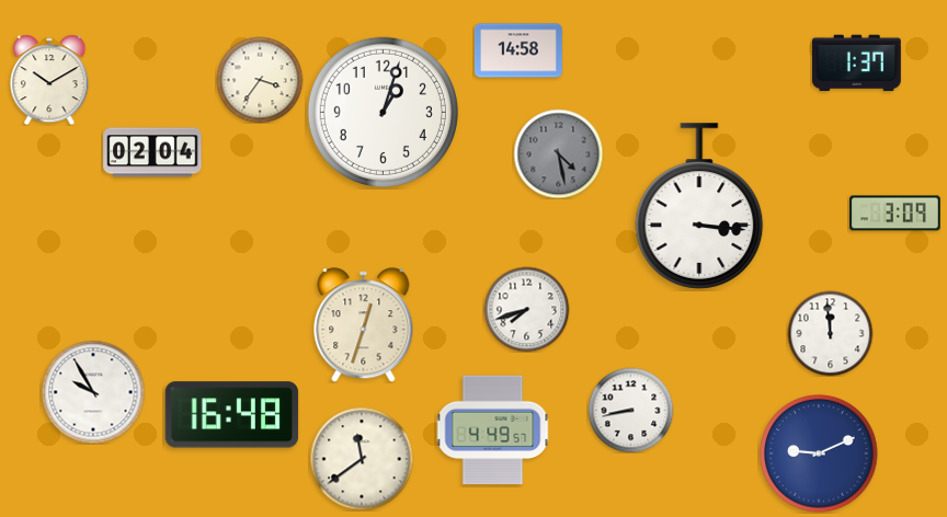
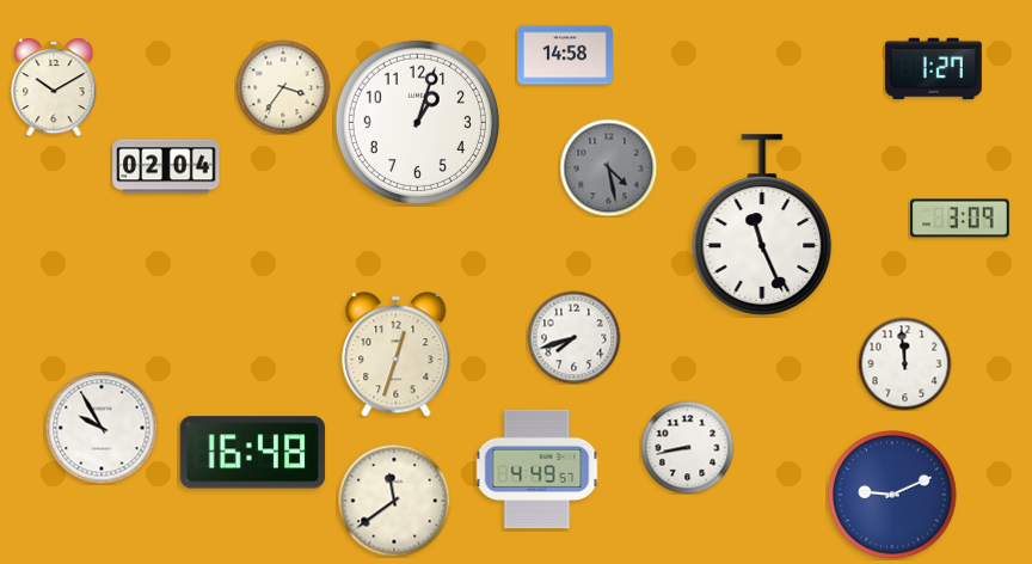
clock at (856, 64): 1:37 -> 1:27
clock at (699, 206): 3:16 -> 11:26
clock at (895, 214) position: (895, 214) -> (960, 219)
